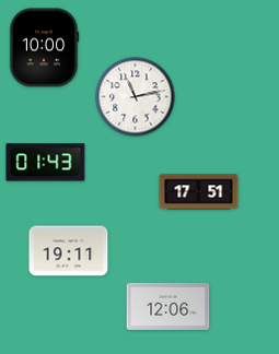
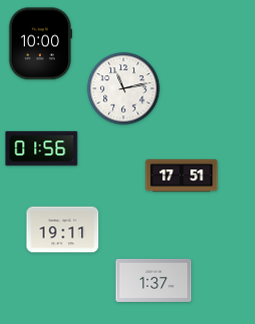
clock at (46, 163): 01:43 -> 01:56
clock at (168, 306): 12:06 -> 1:37
